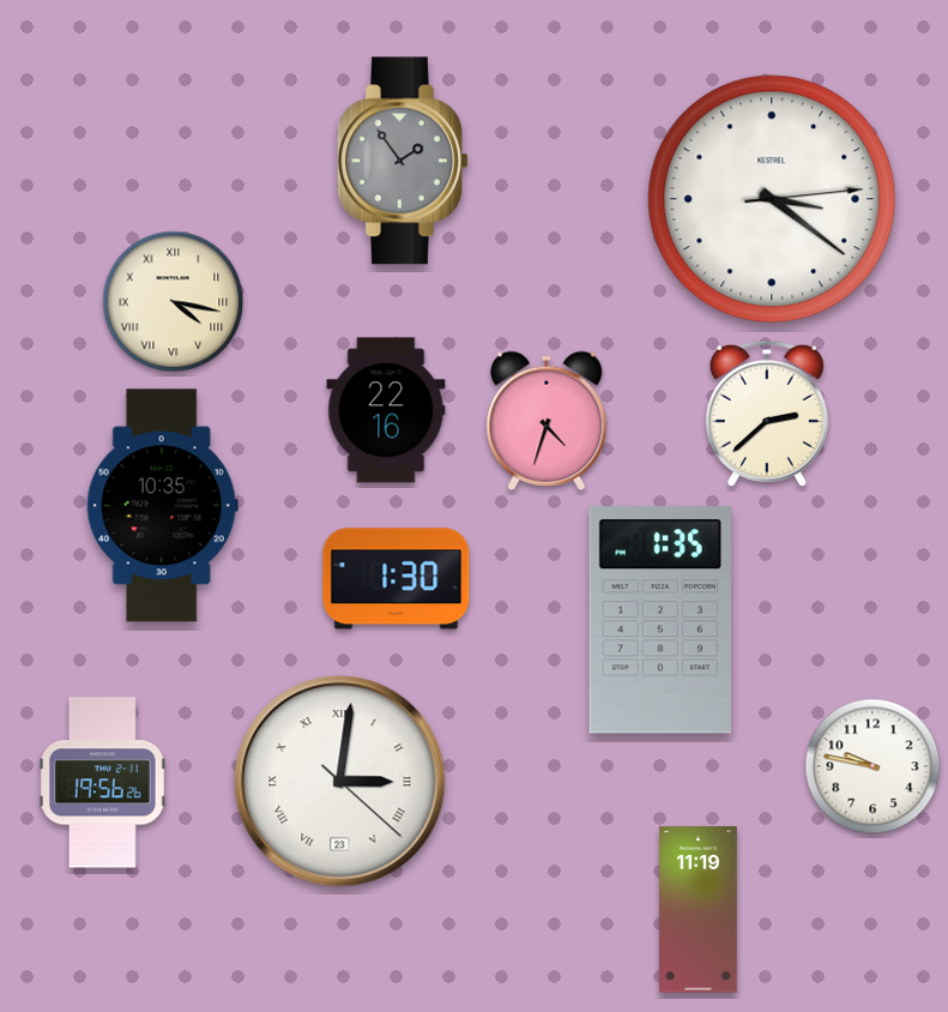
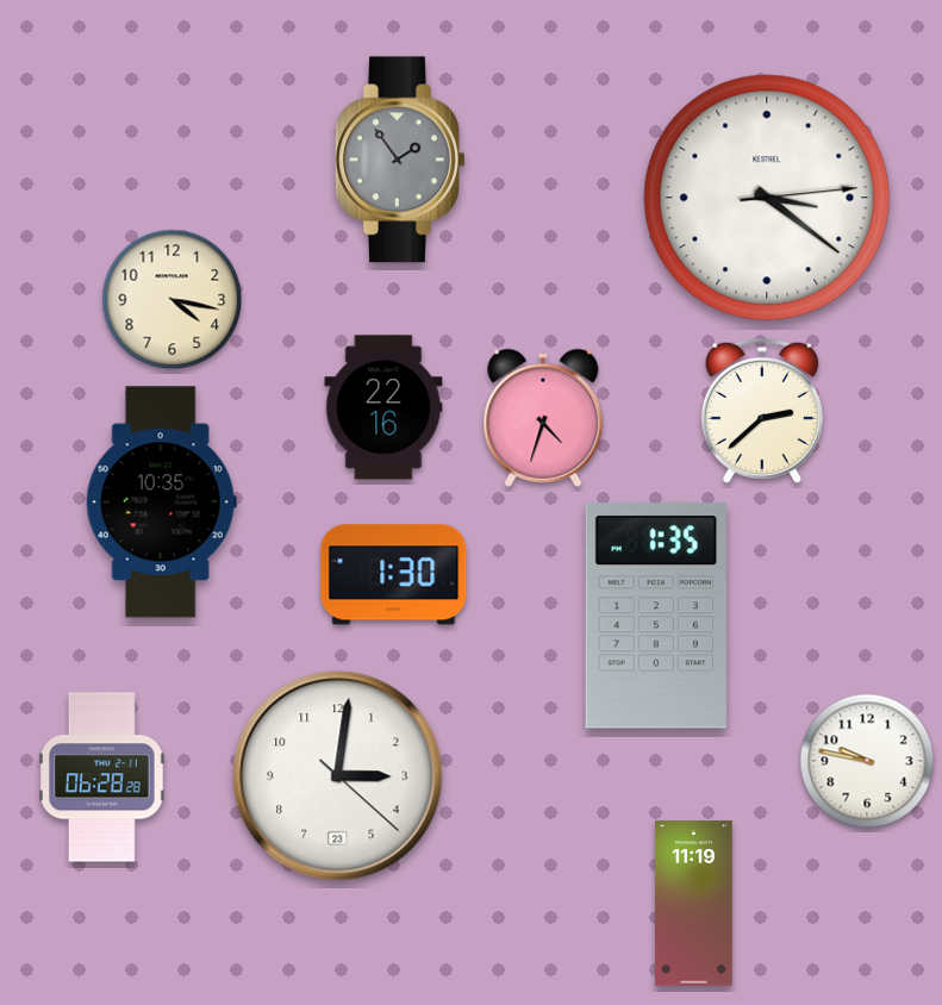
clock at (174, 302) numerals: Roman -> Arabic
clock at (340, 782) numerals: Roman -> Arabic
clock at (102, 783): 19:56 -> 06:28
